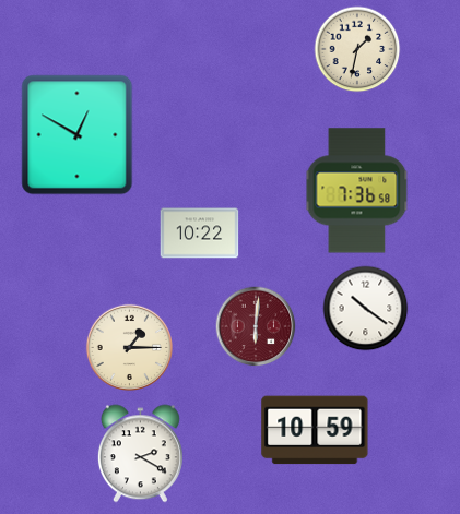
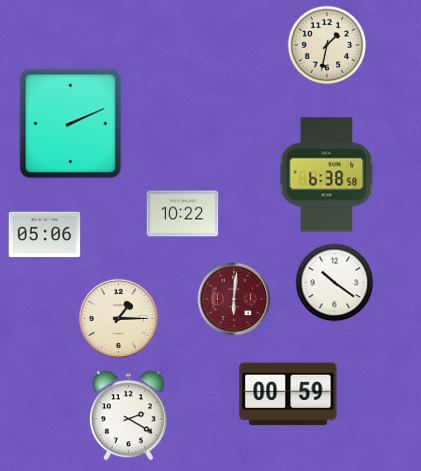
clock at (78, 135): 12:50 -> 2:11
clock at (357, 191): 7:36 -> 6:38
clock at (45, 235): none -> 05:06
clock at (315, 430): 10:59 -> 00:59
